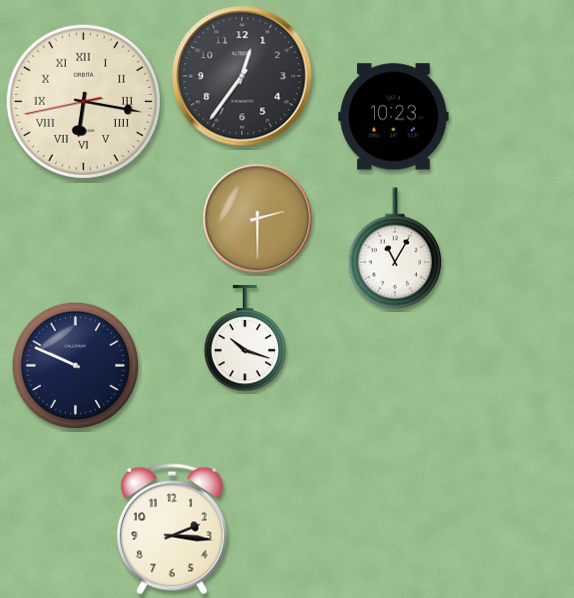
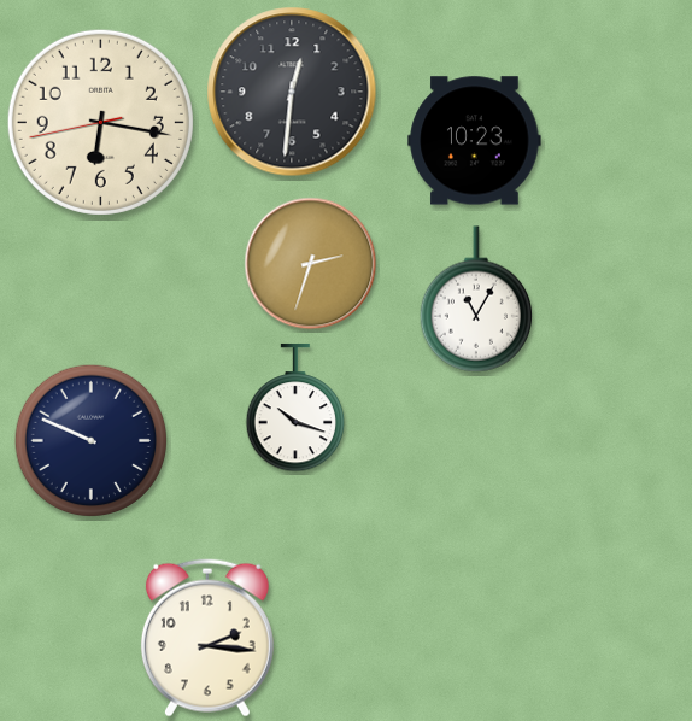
clock at (242, 76): 12:36 -> 12:31
clock at (83, 101) numerals: Roman -> Arabic
clock at (258, 219): 2:30 -> 2:33
